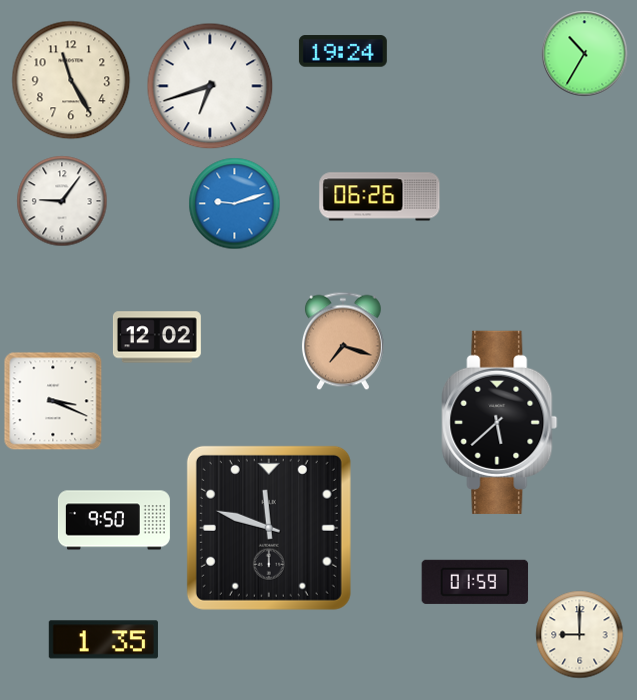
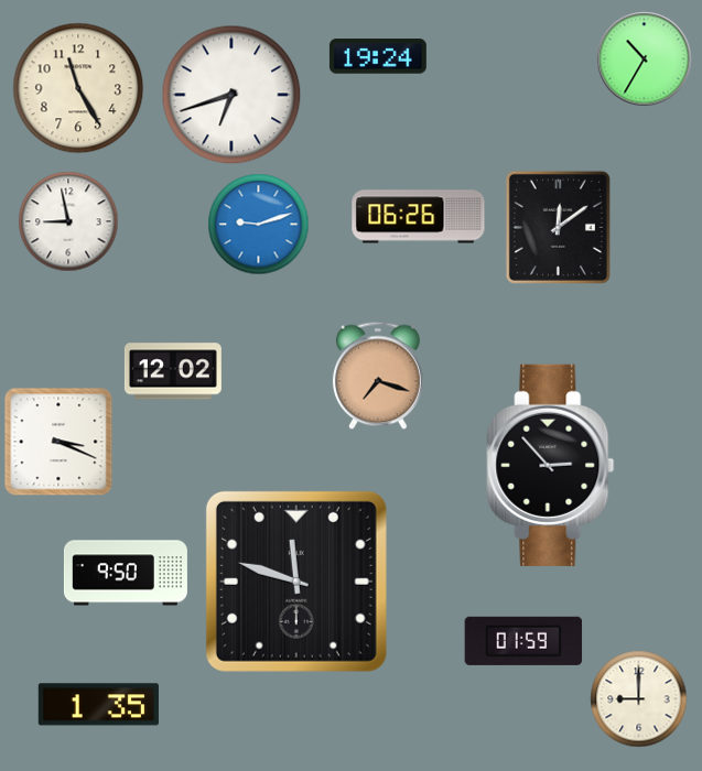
clock at (62, 201): 9:06 -> 8:58
clock at (558, 227): none -> 12:09
clock at (500, 422): 5:38 -> 2:53
clock at (103, 640) position: (103, 640) -> (98, 705)
